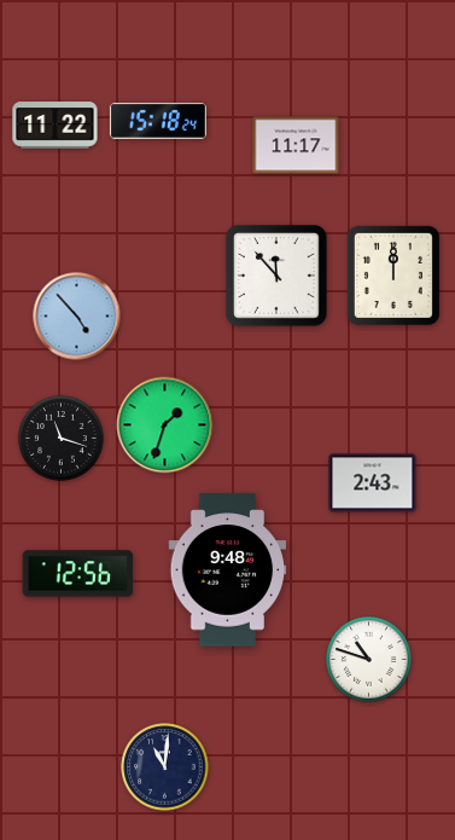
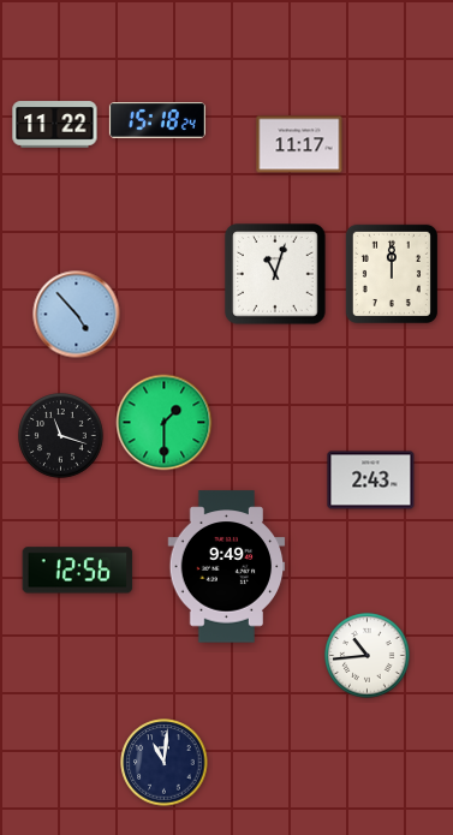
clock at (296, 145) position: (296, 145) -> (299, 144)
clock at (276, 276): 11:53 -> 11:03
clock at (165, 425): 1:33 -> 1:30
clock at (228, 570): 9:48 -> 9:49
clock at (369, 660): 10:48 -> 10:44
